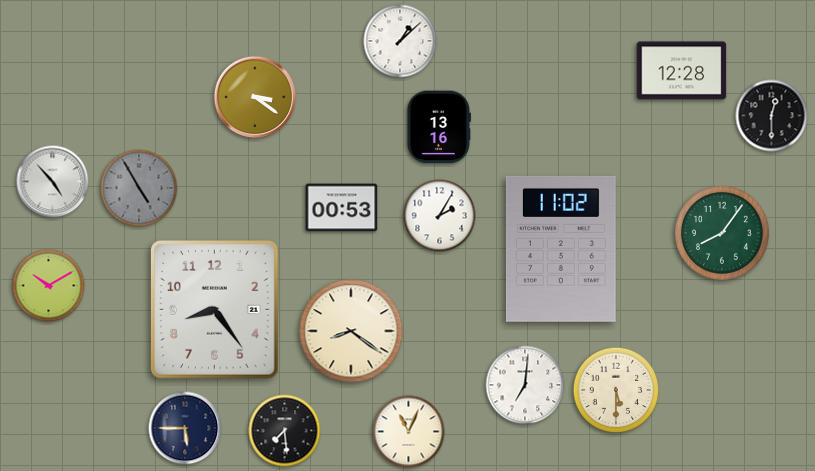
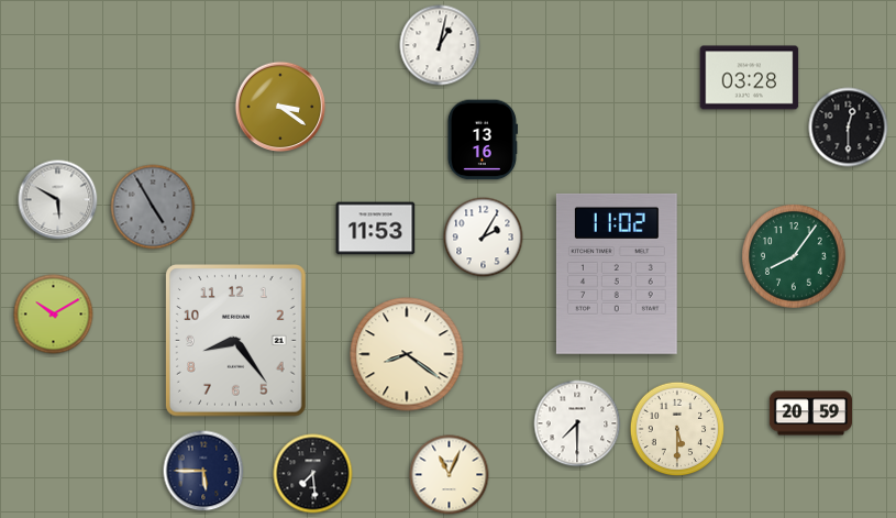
clock at (400, 41): 1:08 -> 1:02
clock at (682, 71): 12:28 -> 03:28
clock at (53, 182): 4:53 -> 5:50
clock at (342, 208): 00:53 -> 11:53
clock at (351, 331) position: (351, 331) -> (407, 354)
clock at (810, 414): none -> 20:59
clock at (525, 385): 7:01 -> 7:30
